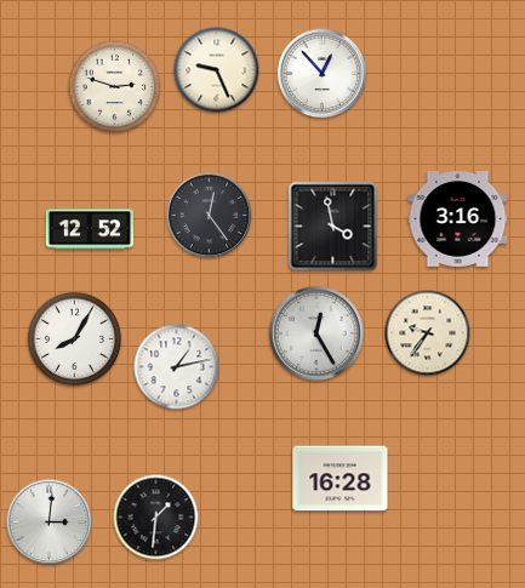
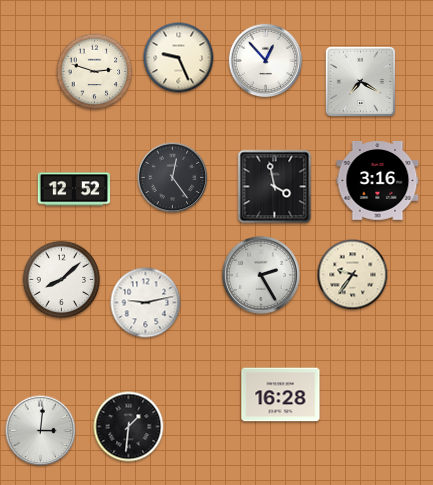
clock at (360, 81): none -> 7:20
clock at (316, 333): 12:25 -> 2:25
clock at (75, 339): 8:05 -> 8:08
clock at (177, 367): 1:13 -> 9:13
